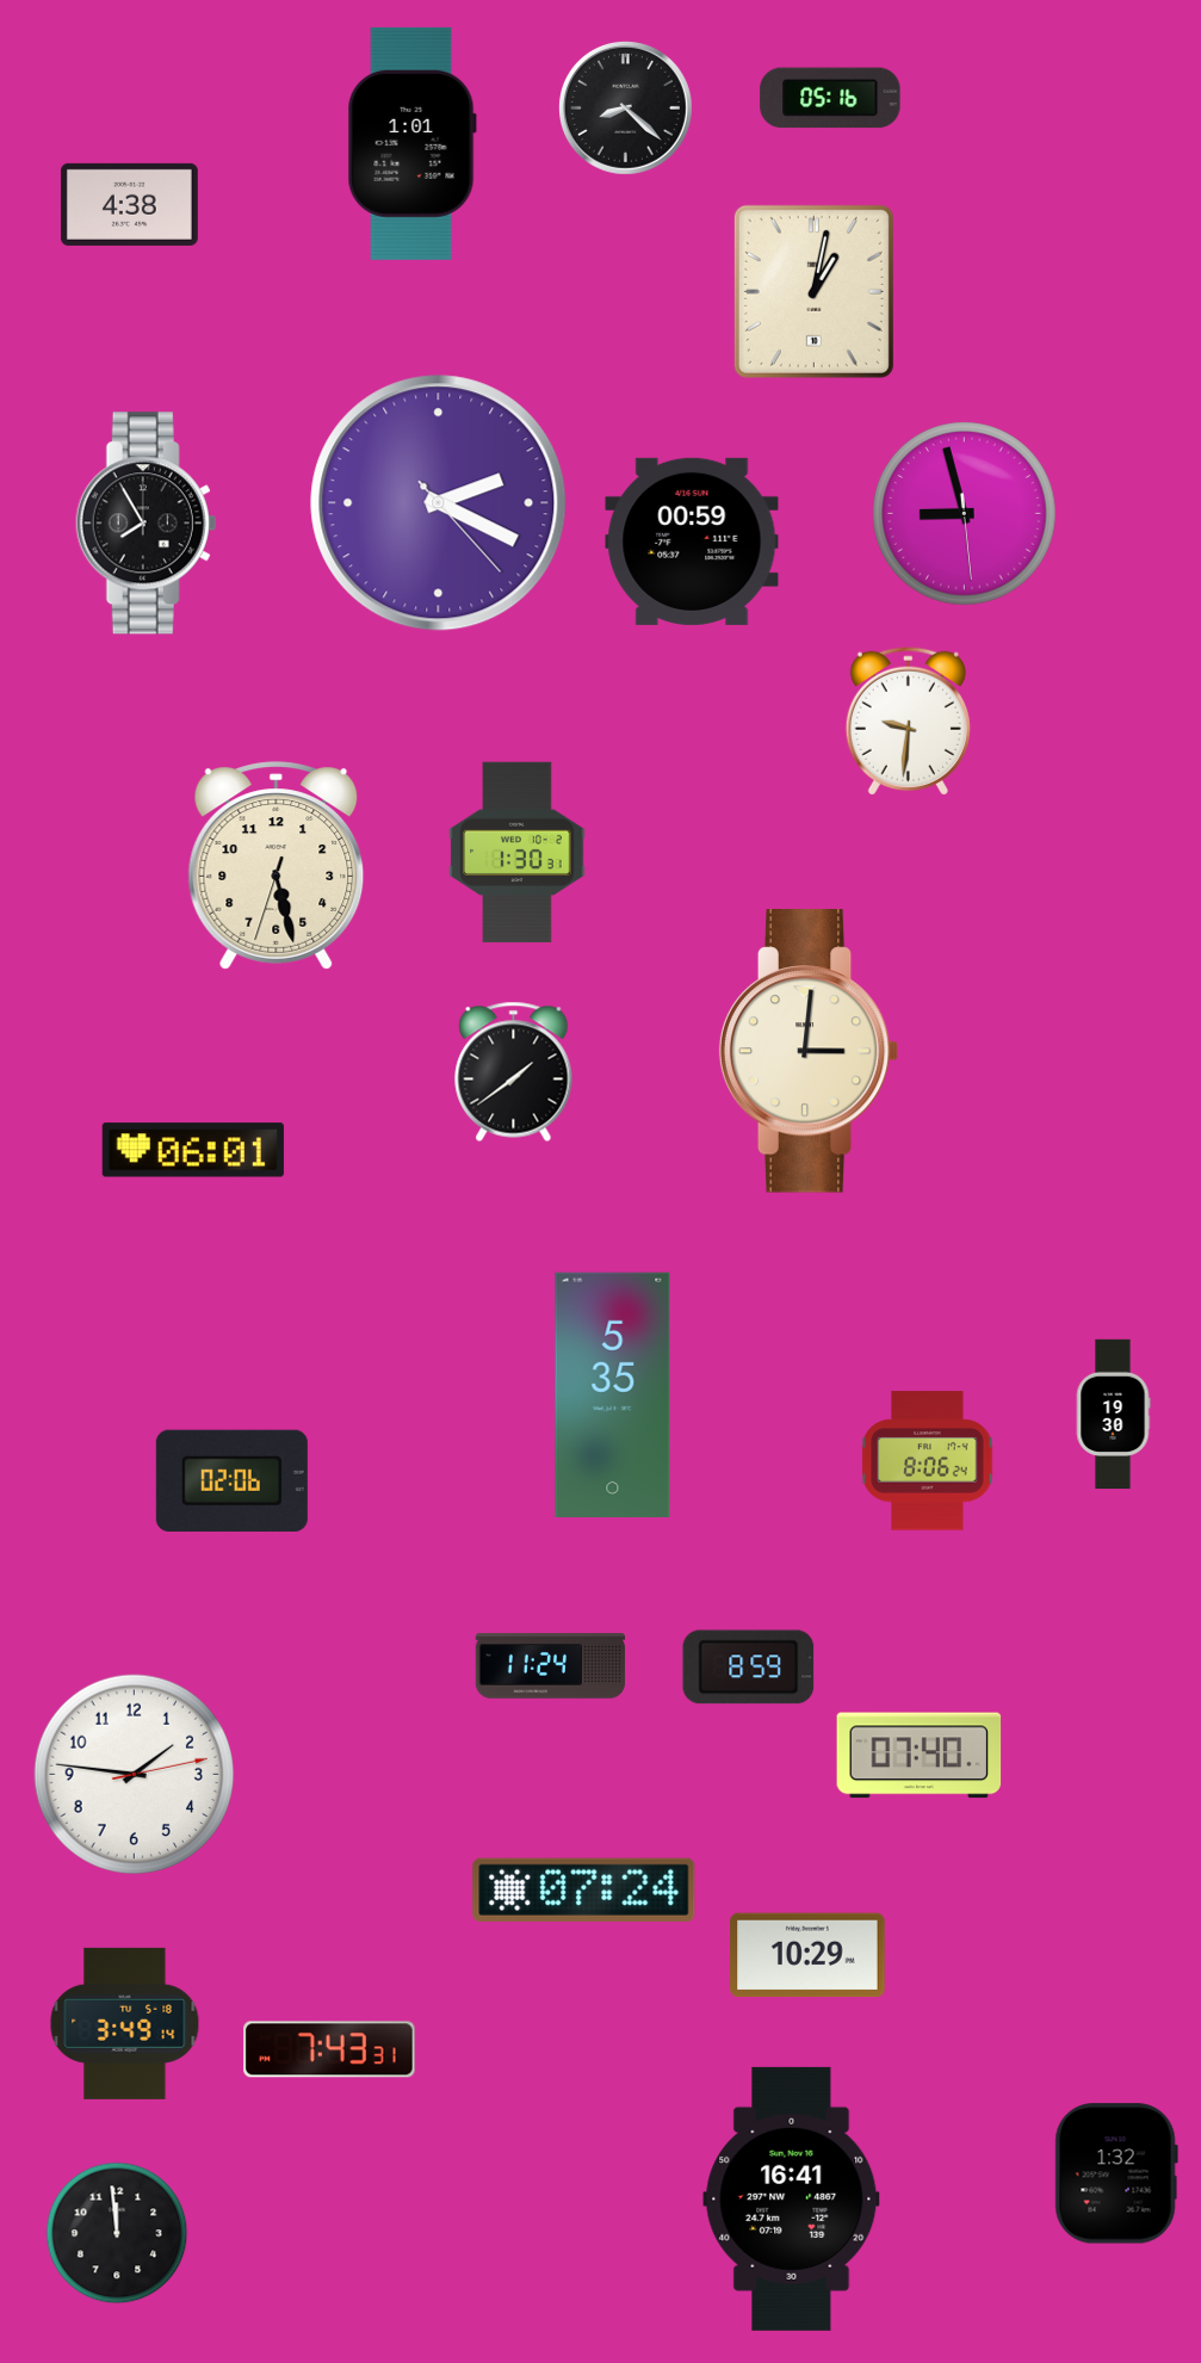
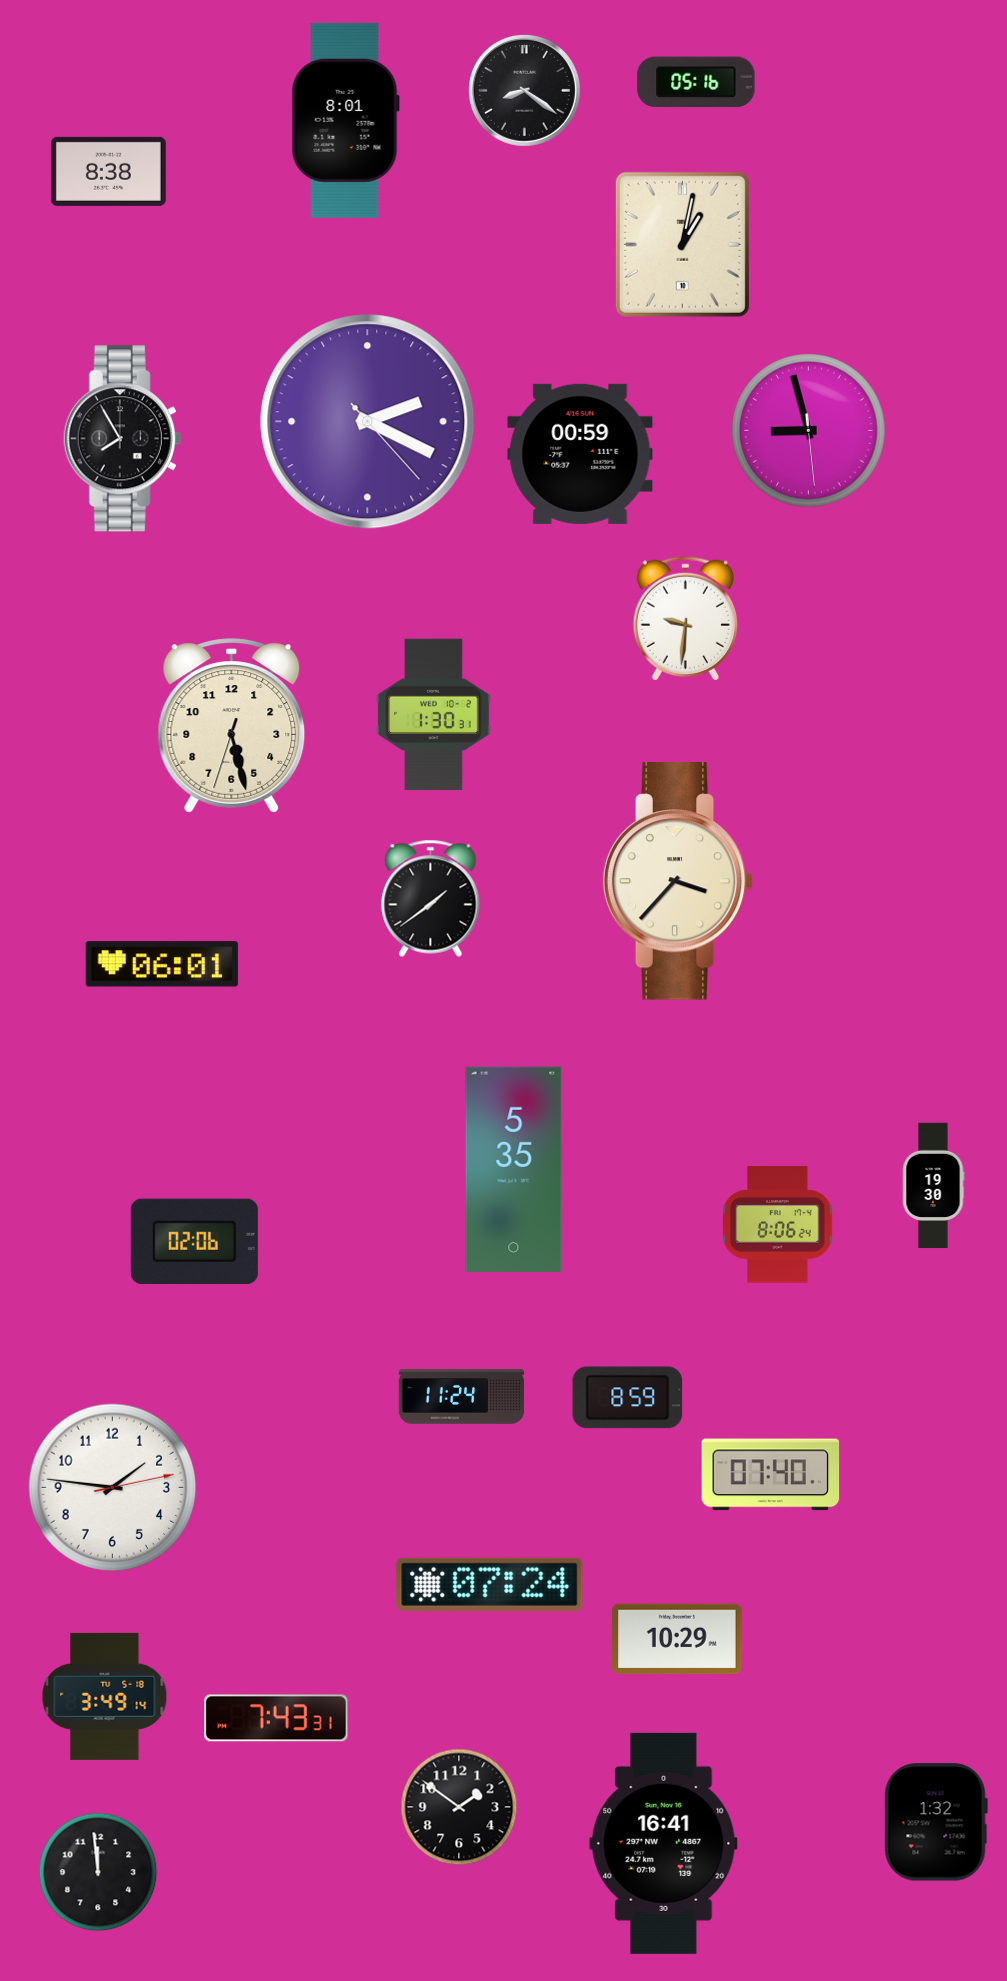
clock at (626, 109): 8:22 -> 8:21
clock at (411, 143): 1:01 -> 8:01
clock at (129, 204): 4:38 -> 8:38
clock at (908, 720) position: (908, 720) -> (685, 618)
clock at (809, 1051): 3:01 -> 3:37
clock at (920, 1756) position: (920, 1756) -> (771, 1475)
clock at (459, 1807): none -> 1:51
